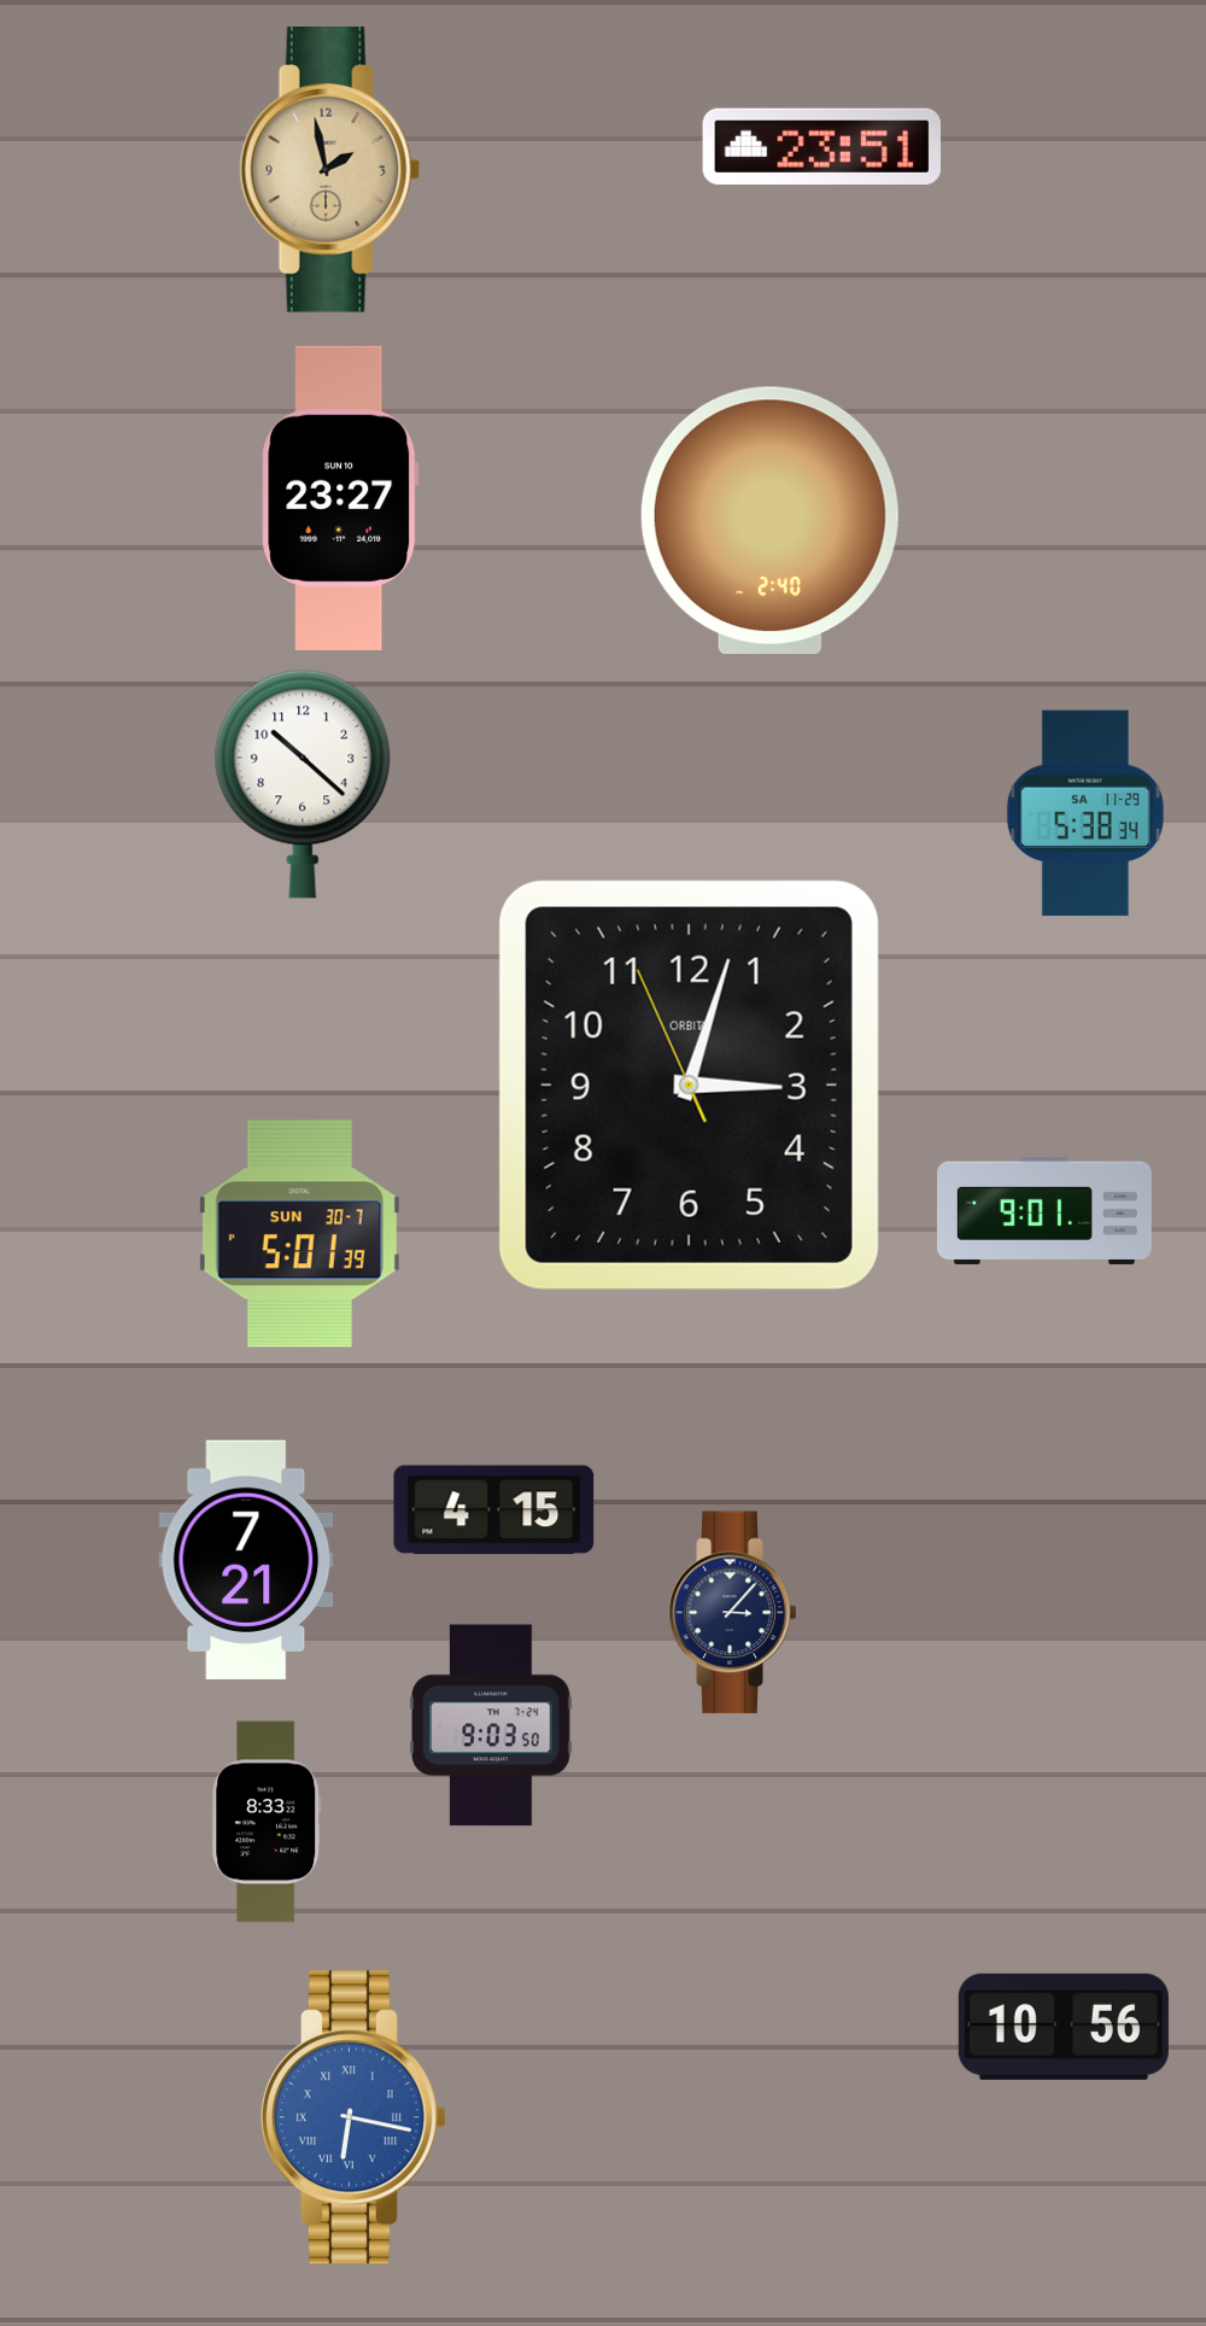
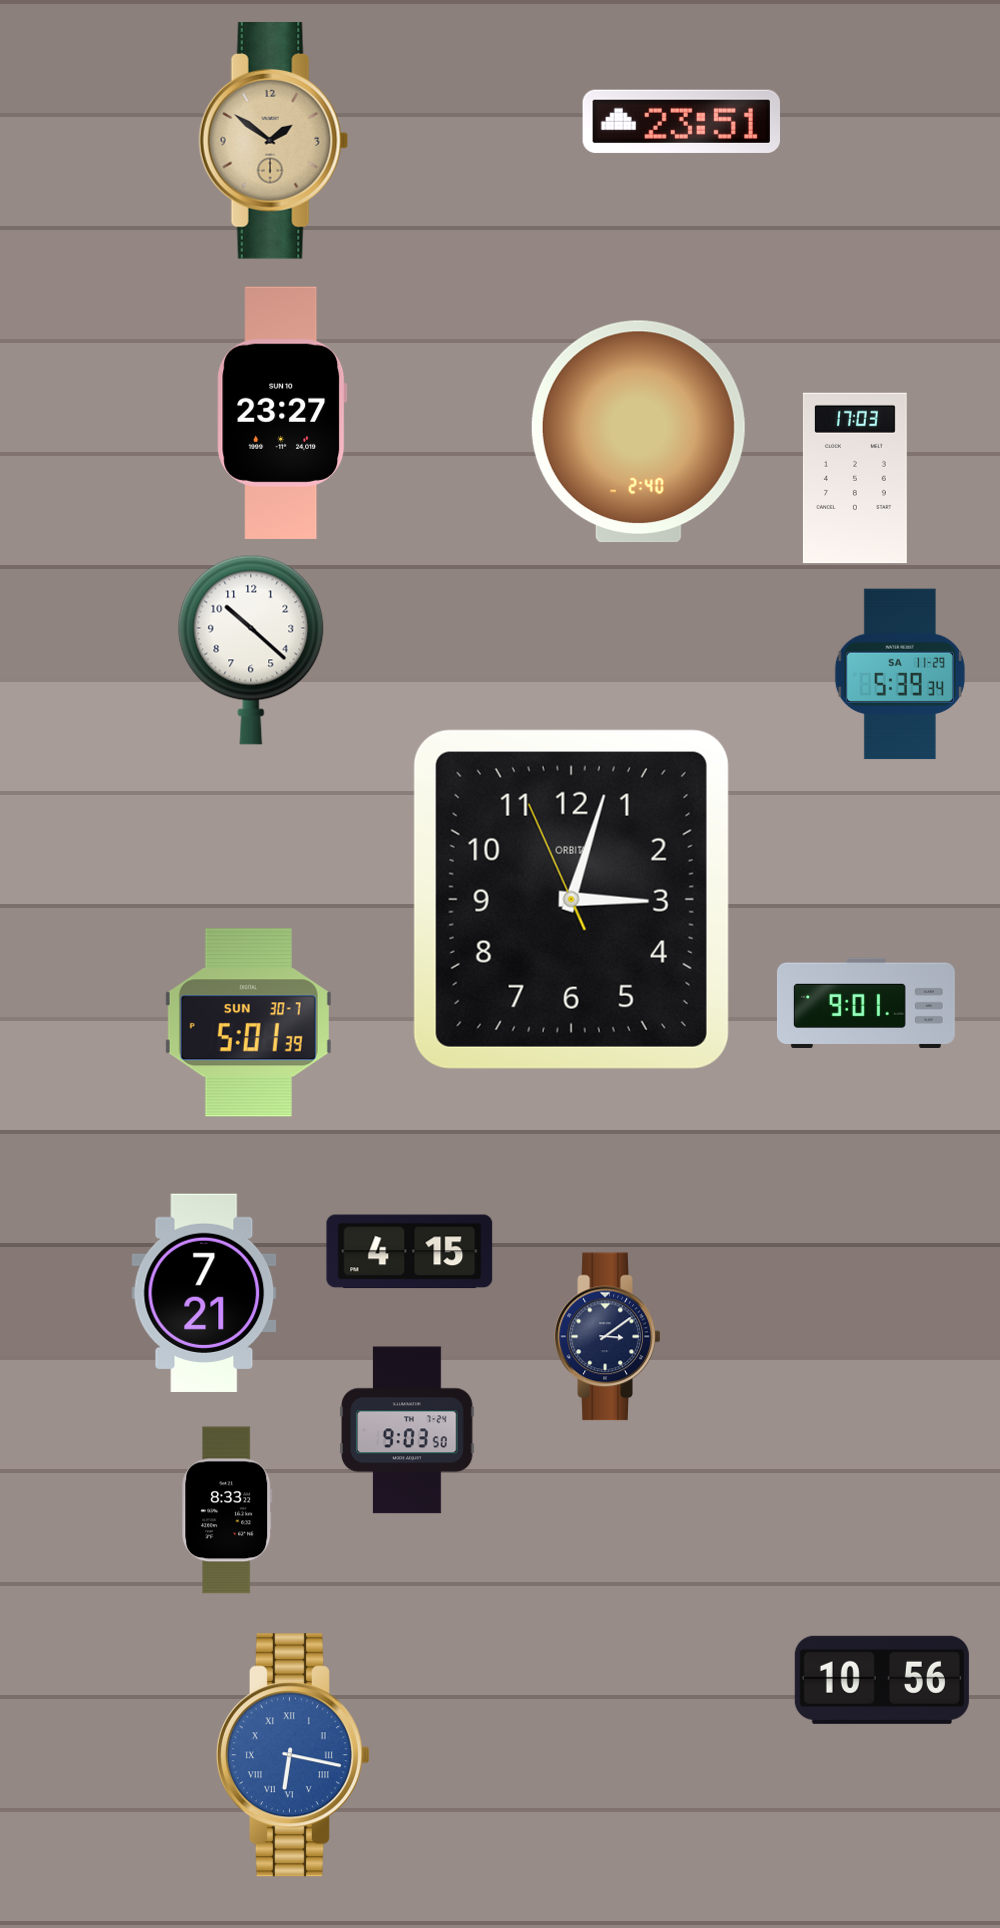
clock at (330, 170): 1:58 -> 1:51
clock at (855, 478): none -> 17:03
clock at (1085, 813): 5:38 -> 5:39
clock at (733, 1613): 3:07 -> 3:09
clock at (267, 1822) position: (267, 1822) -> (227, 1510)
